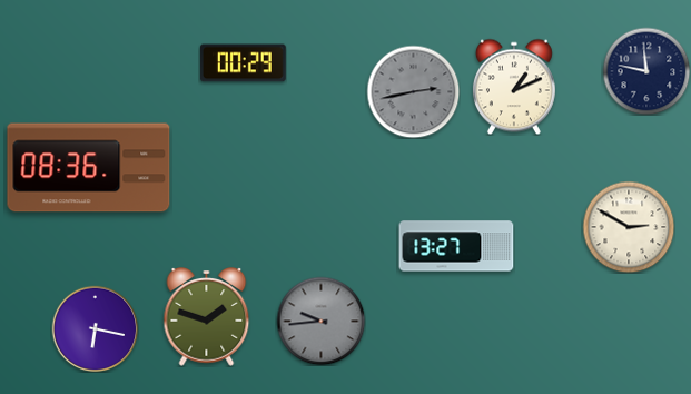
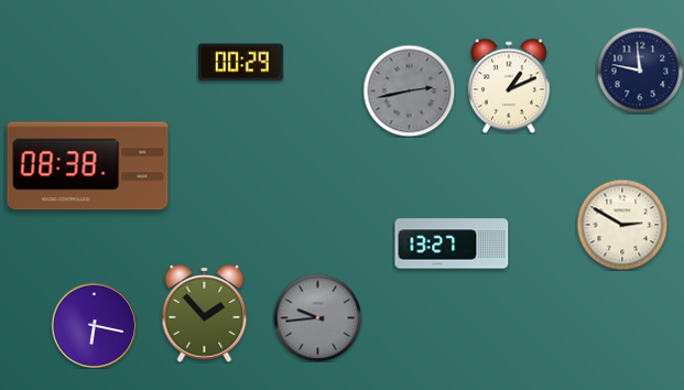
clock at (89, 168): 08:36 -> 08:38
clock at (207, 317): 1:48 -> 1:53
